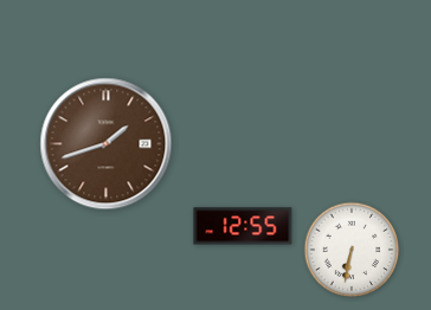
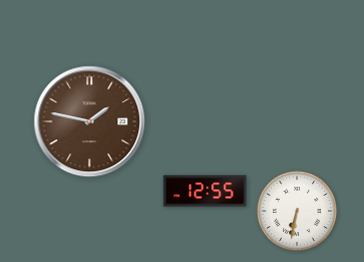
clock at (107, 144): 1:42 -> 1:47
